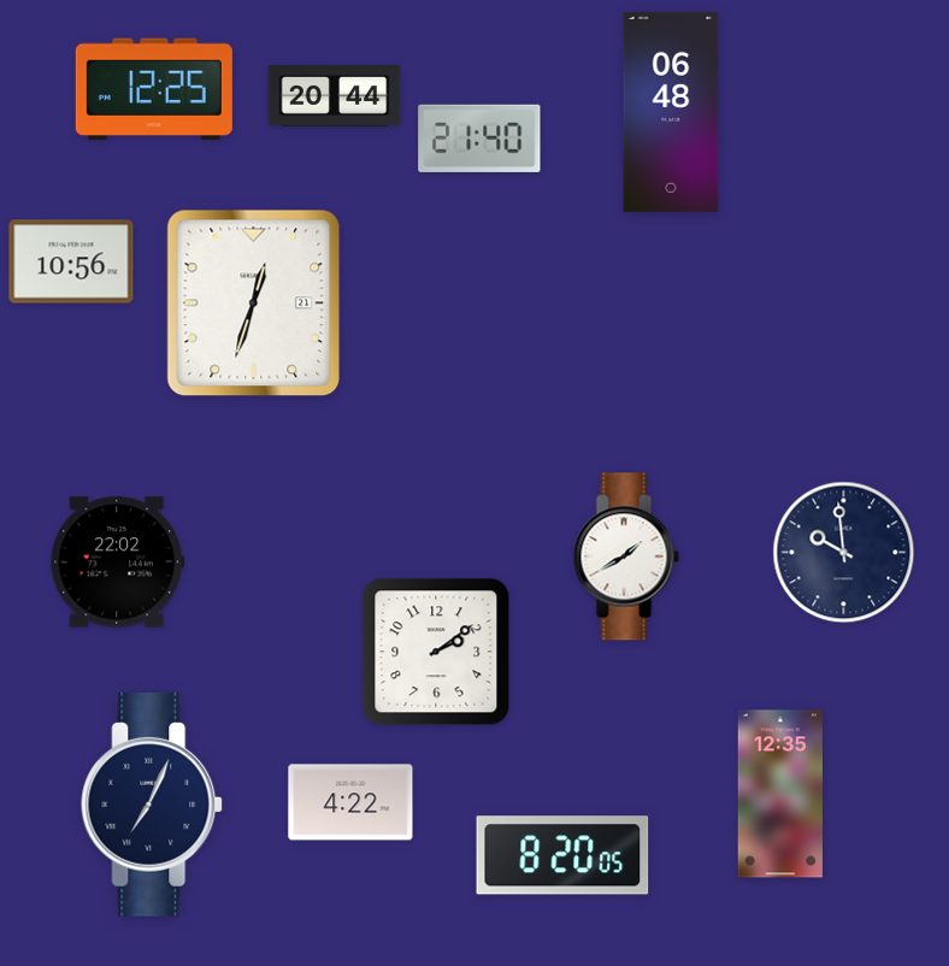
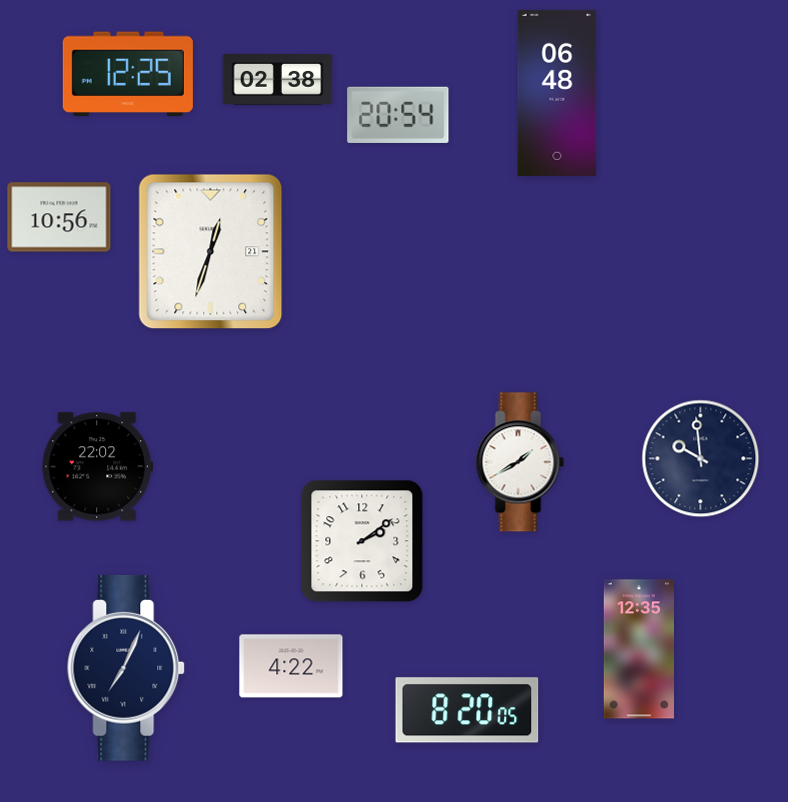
clock at (335, 96): 20:44 -> 02:38
clock at (479, 139): 21:40 -> 20:54
clock at (779, 794) position: (779, 794) -> (638, 649)
